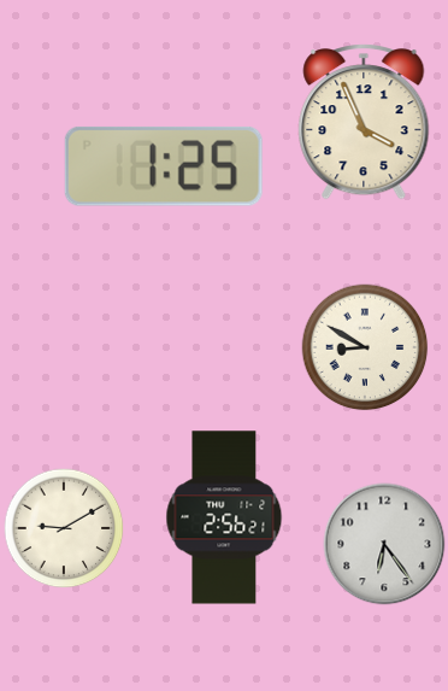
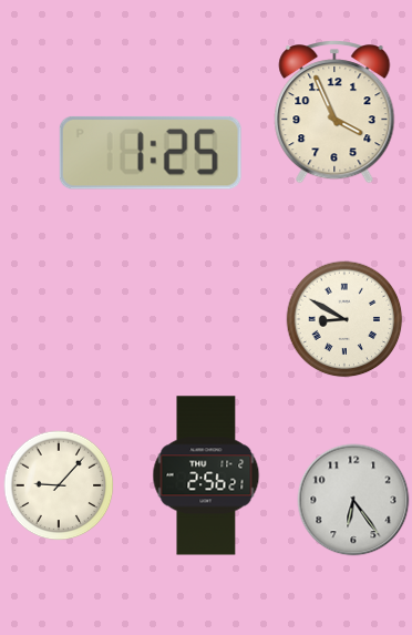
clock at (365, 347) position: (365, 347) -> (344, 319)
clock at (64, 528): 9:10 -> 9:07
